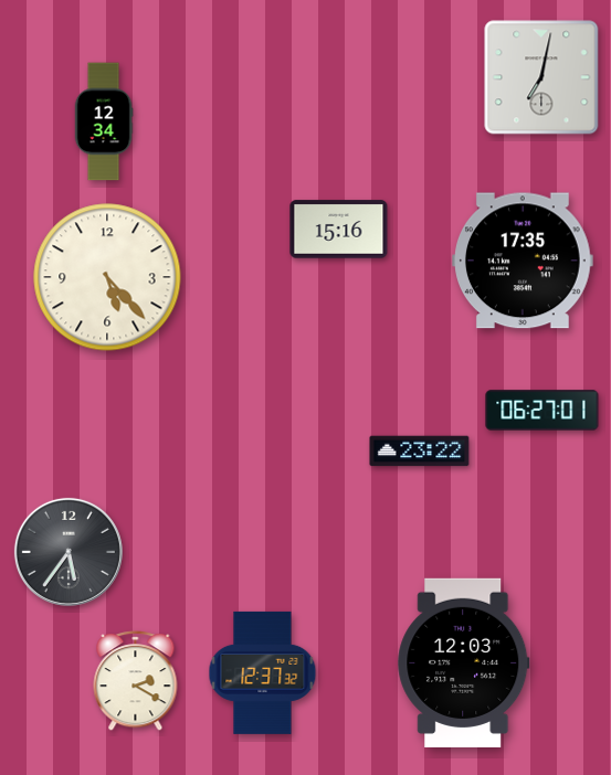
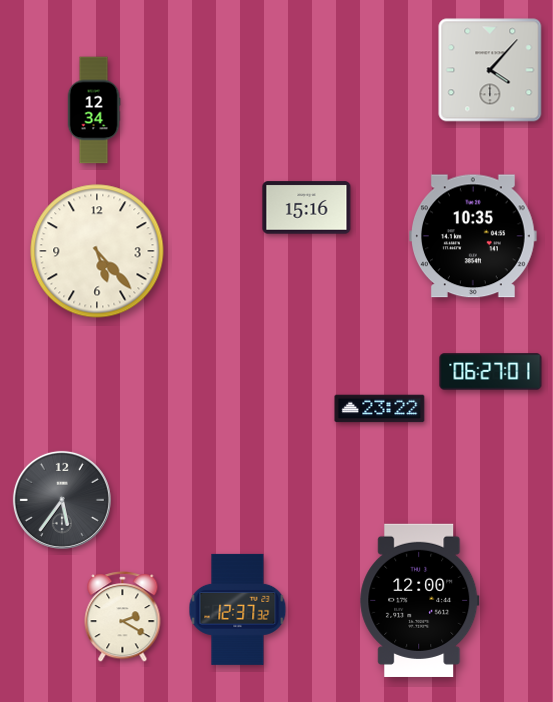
clock at (541, 77): 7:02 -> 4:07
clock at (524, 261): 17:35 -> 10:35
clock at (464, 662): 12:03 -> 12:00
